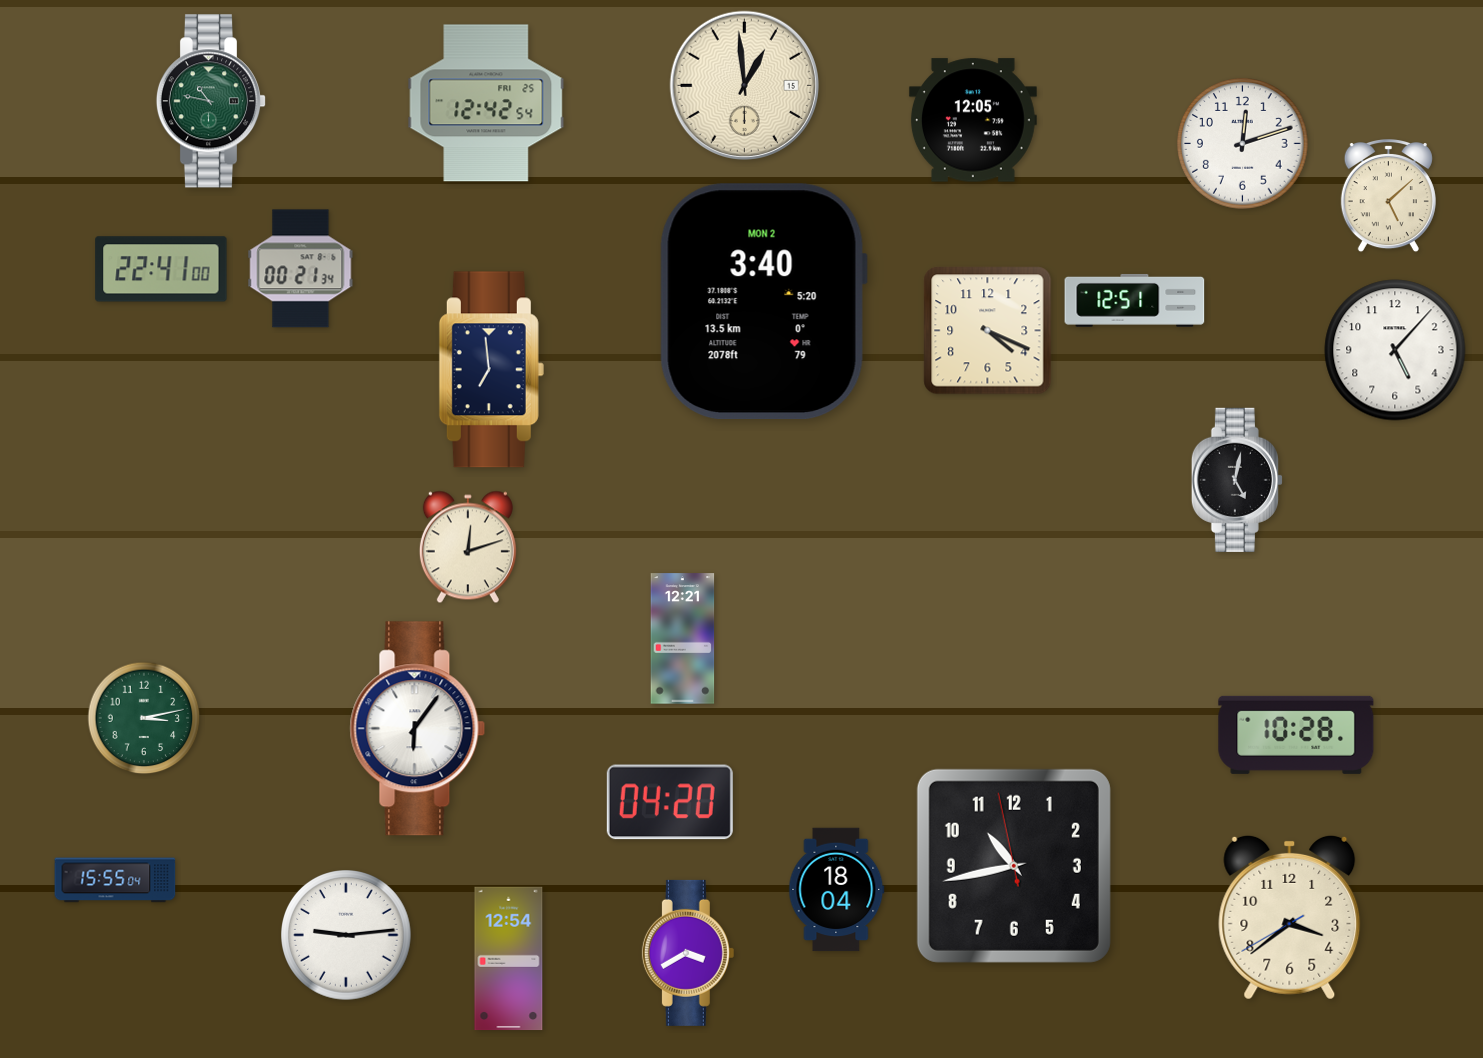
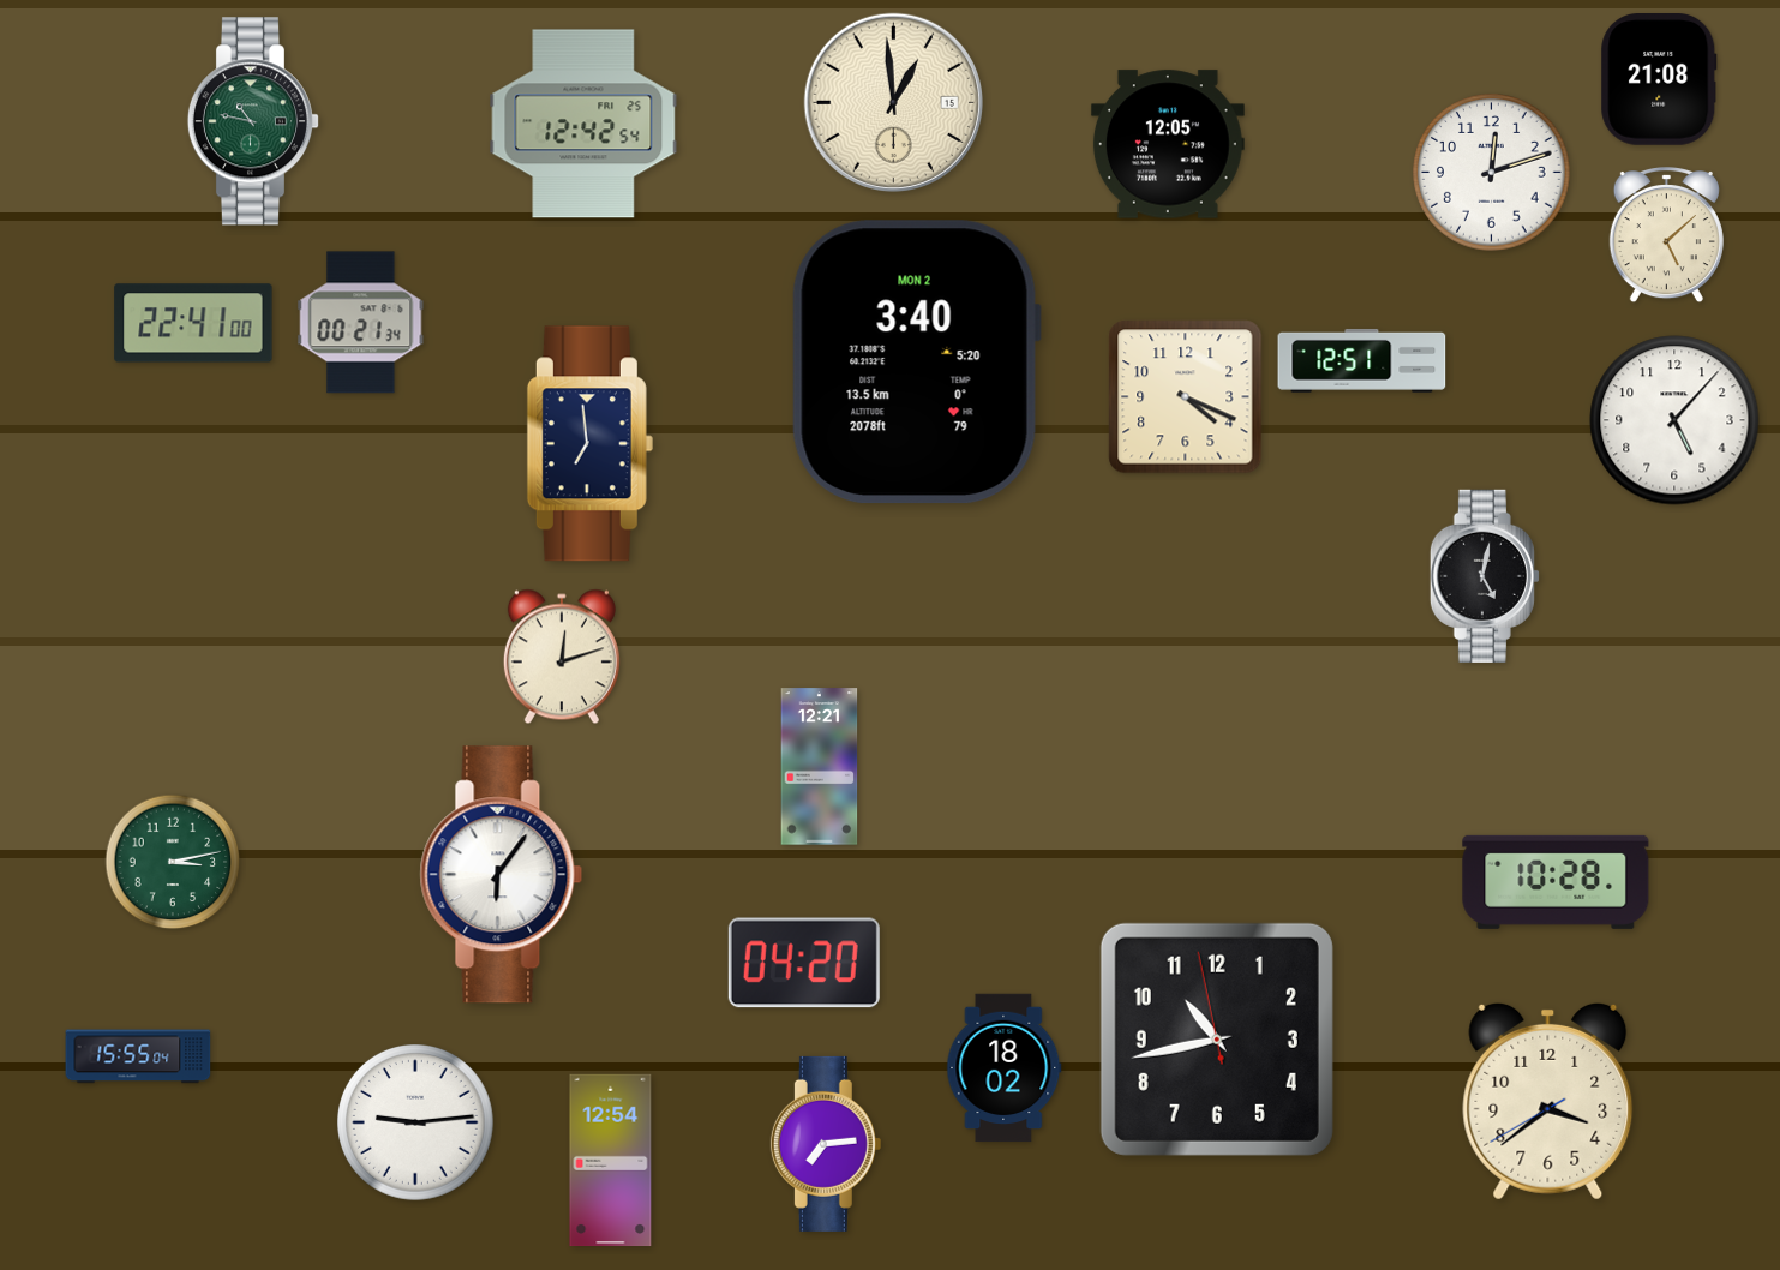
clock at (1659, 79): none -> 21:08
clock at (837, 890): 18:04 -> 18:02
clock at (688, 953): 3:40 -> 7:14
clock at (509, 959) position: (509, 959) -> (611, 1161)
